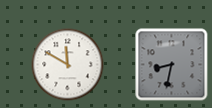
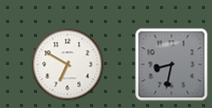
clock at (68, 65): 11:50 -> 6:50
